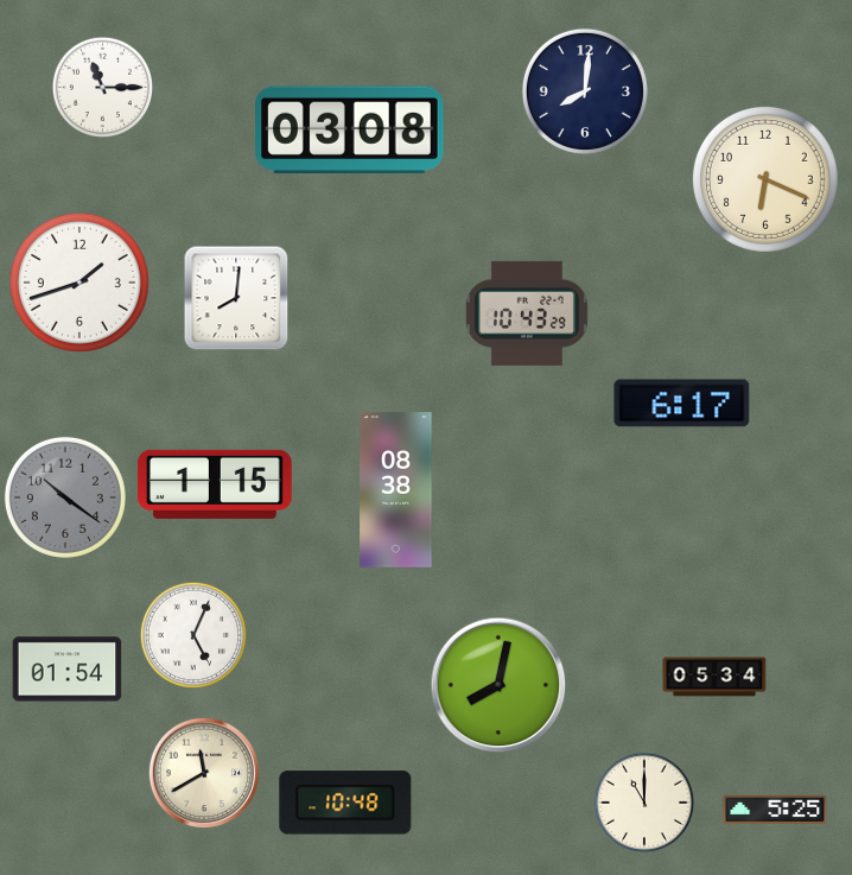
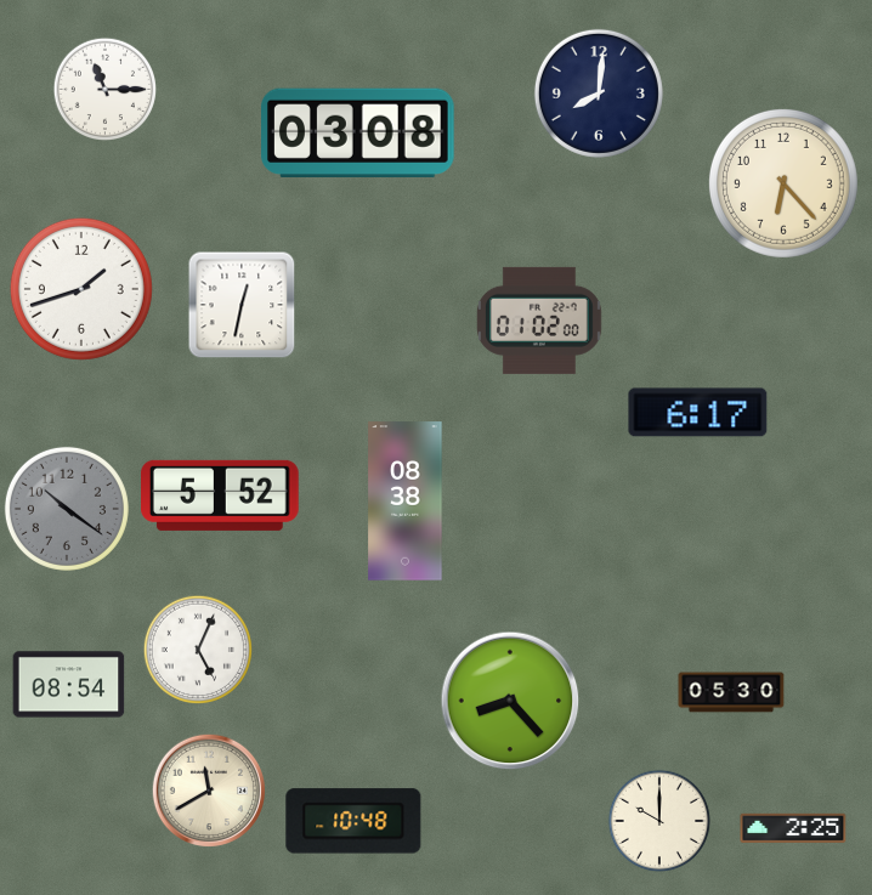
clock at (765, 179): 6:19 -> 6:23
clock at (236, 298): 8:01 -> 12:32
clock at (527, 313): 10:43 -> 01:02
clock at (216, 484): 1:15 -> 5:52
clock at (68, 670): 01:54 -> 08:54
clock at (714, 677): 05:34 -> 05:30
clock at (498, 685): 8:02 -> 8:23
clock at (644, 803): 11:00 -> 10:00
clock at (775, 810): 5:25 -> 2:25
